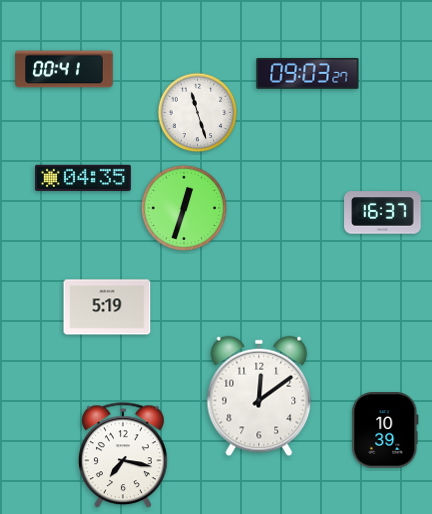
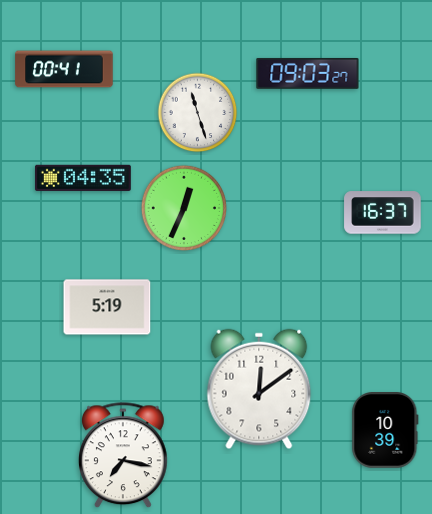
clock at (183, 207): 12:33 -> 12:34
clock at (259, 396) position: (259, 396) -> (259, 389)
